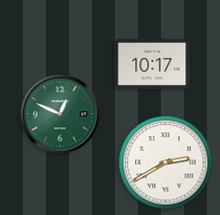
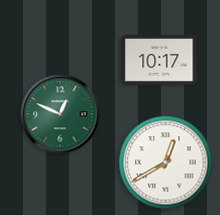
clock at (152, 64) position: (152, 64) -> (159, 60)
clock at (166, 163): 2:40 -> 12:40
